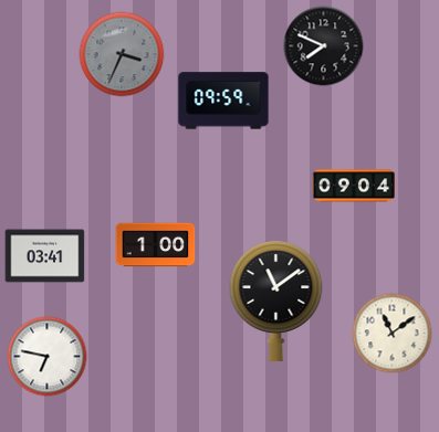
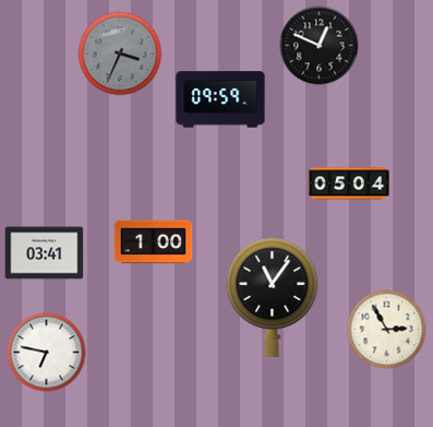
clock at (324, 46): 7:49 -> 12:49
clock at (353, 186): 09:04 -> 05:04
clock at (276, 301): 11:09 -> 11:06
clock at (393, 334): 11:09 -> 2:55
